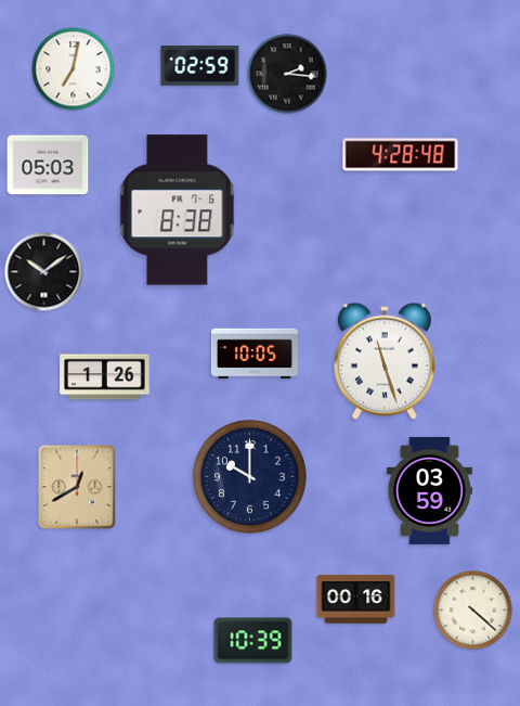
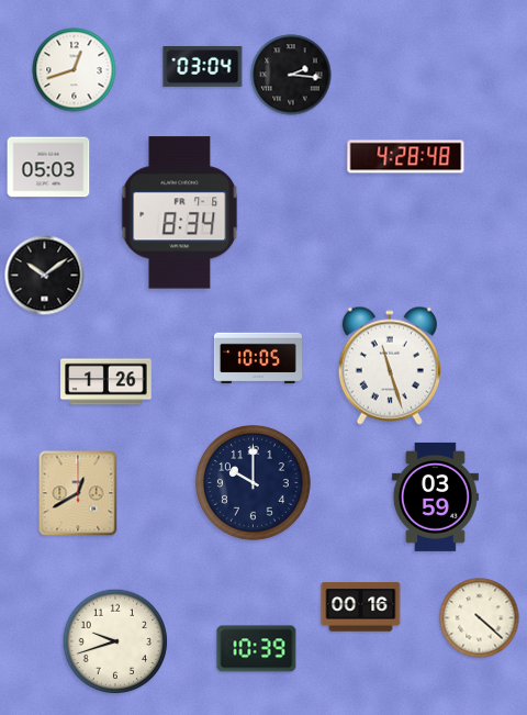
clock at (200, 66): 02:59 -> 03:04
clock at (74, 69): 7:02 -> 12:42
clock at (178, 210): 8:38 -> 8:34
clock at (115, 641): none -> 9:42
